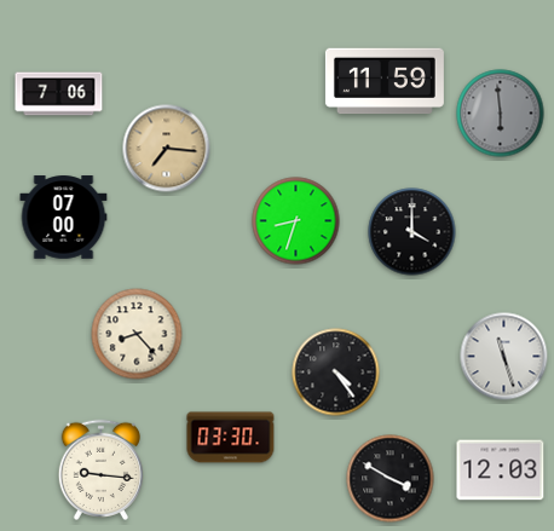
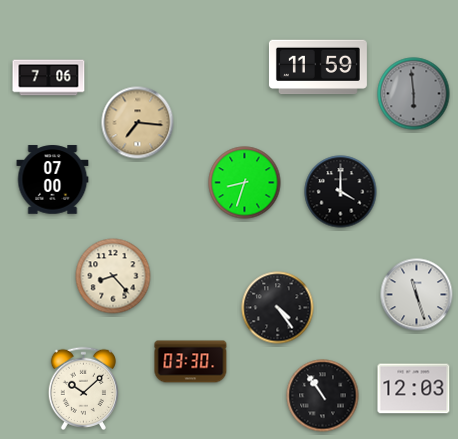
clock at (100, 469): 9:16 -> 10:08
clock at (391, 479): 3:50 -> 10:54
